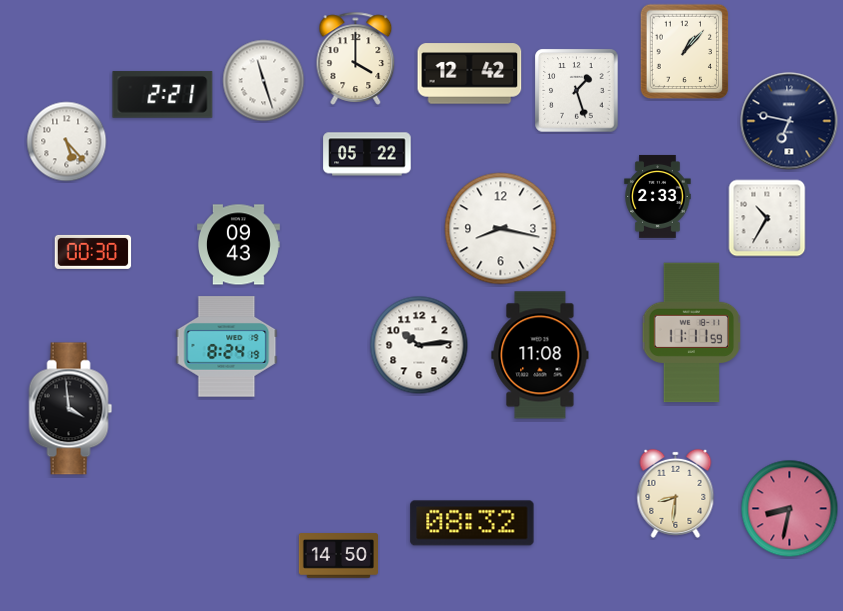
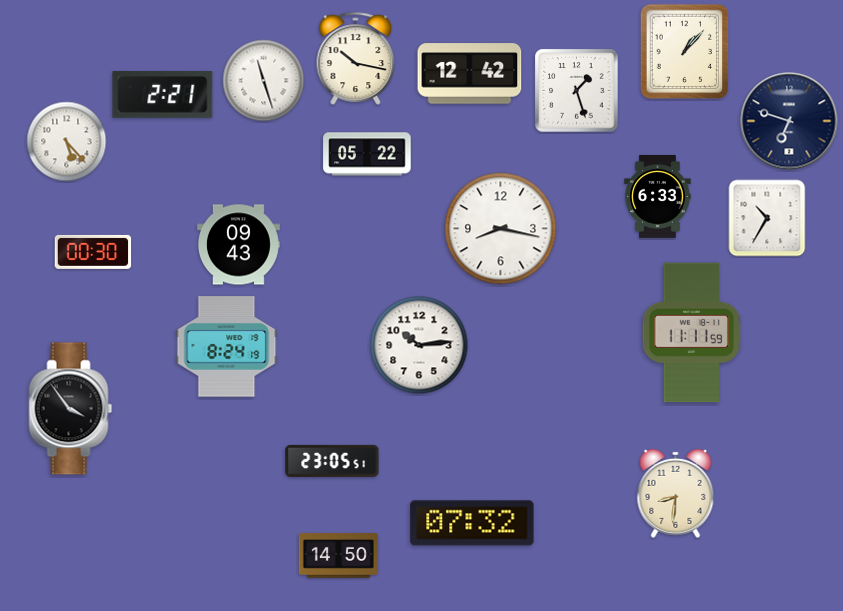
clock at (356, 58): 4:00 -> 10:17
clock at (789, 121): 6:47 -> 6:48
clock at (658, 196): 2:33 -> 6:33
clock at (540, 355): 11:08 -> none
clock at (71, 409): 3:59 -> 3:54
clock at (332, 461): none -> 23:05
clock at (790, 509): 8:32 -> none
clock at (472, 523): 08:32 -> 07:32
